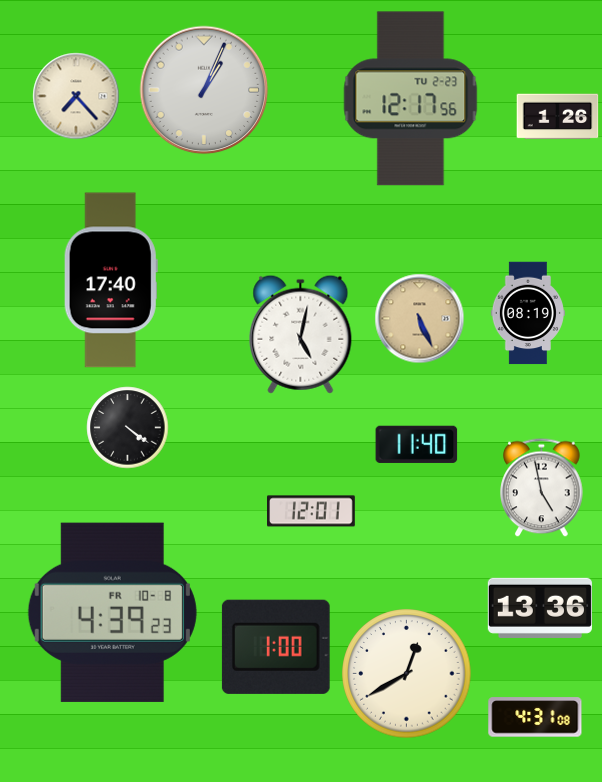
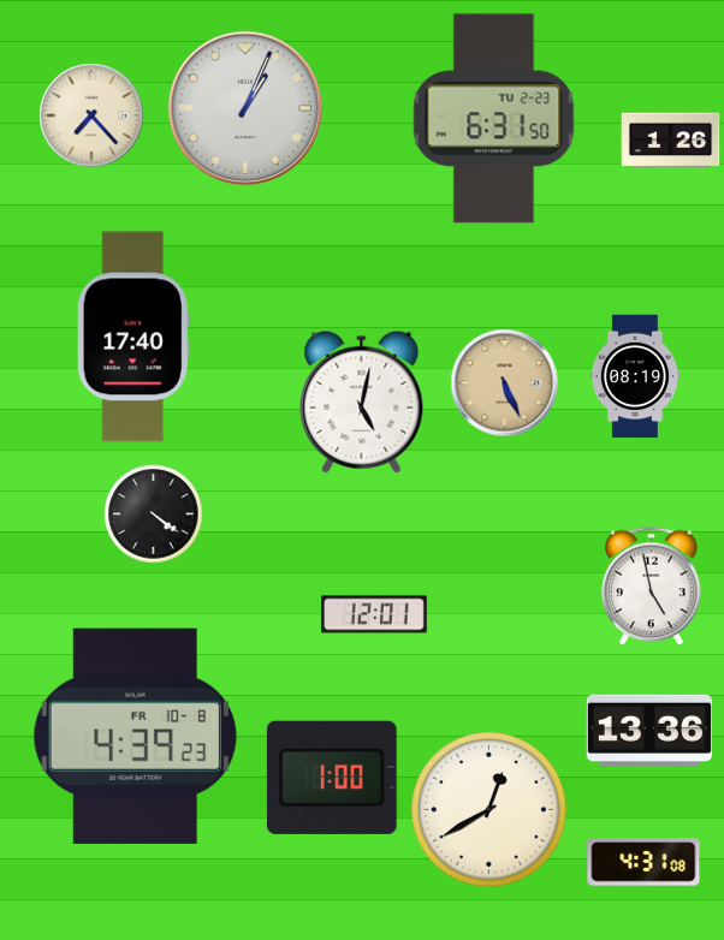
clock at (411, 99): 12:17 -> 6:31
clock at (417, 444): 11:40 -> none
